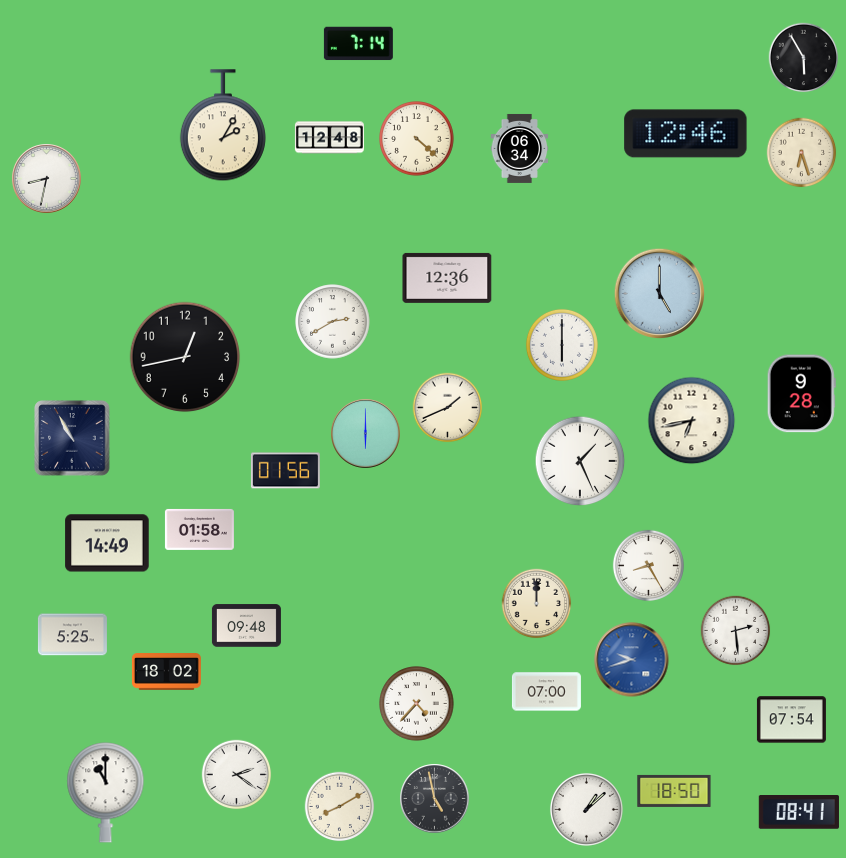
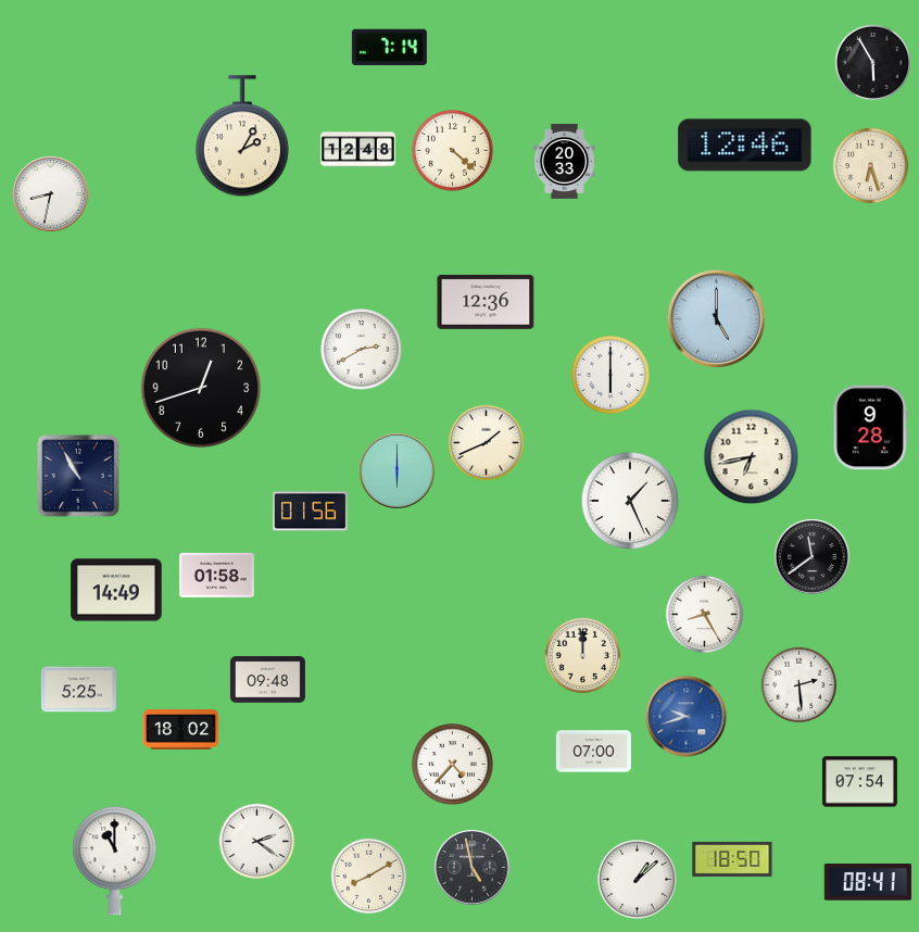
clock at (520, 148): 06:34 -> 20:33
clock at (185, 357): 12:43 -> 12:42
clock at (813, 557): none -> 11:39
